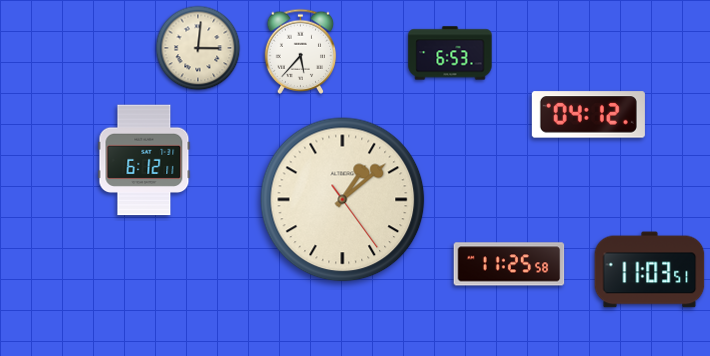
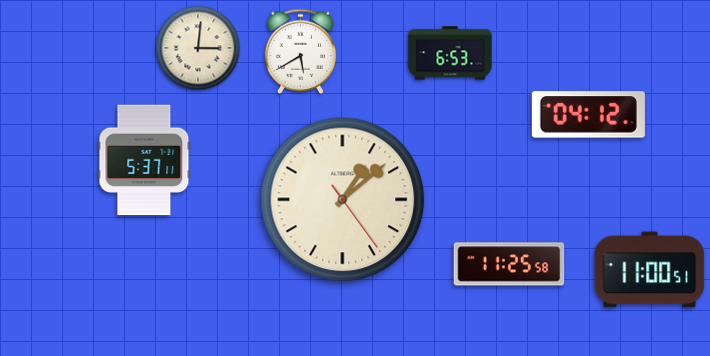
clock at (301, 51): 5:37 -> 5:40
clock at (144, 160): 6:12 -> 5:37
clock at (650, 270): 11:03 -> 11:00
